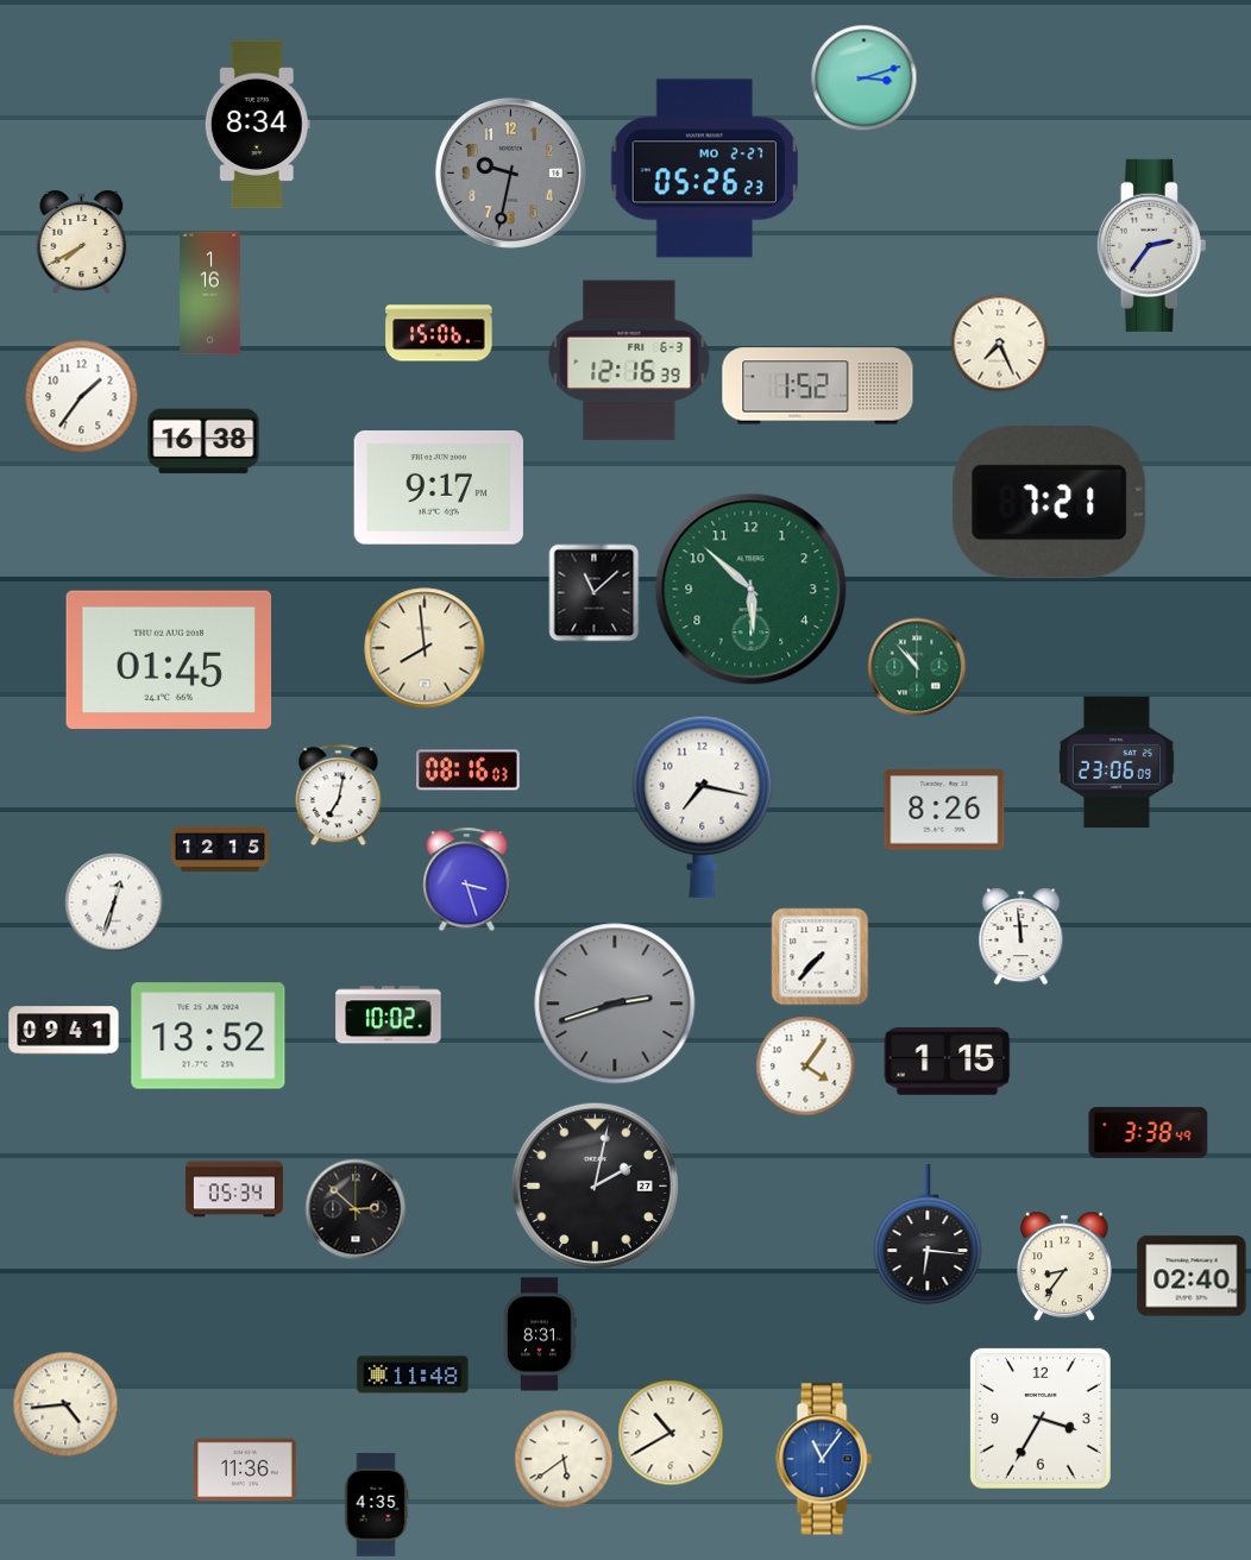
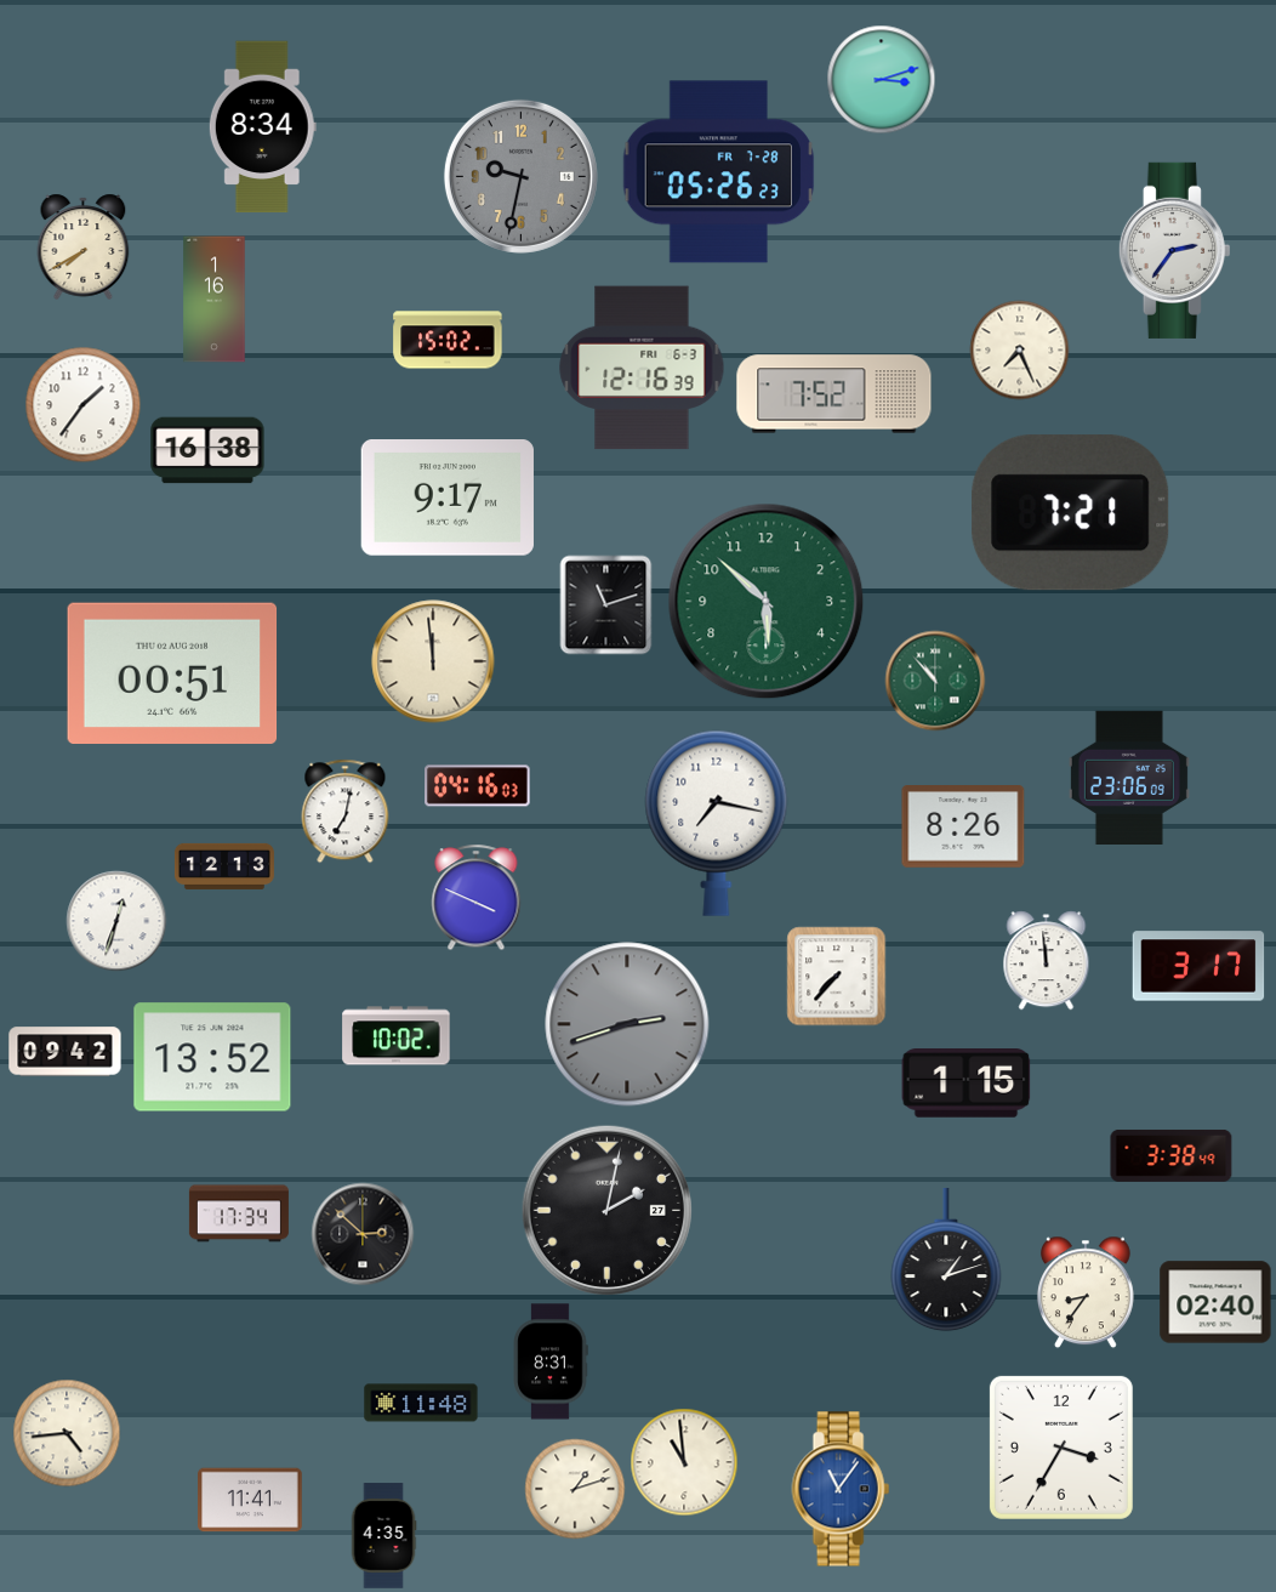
clock at (705, 169) date: MO 2-27 -> FR 7-28
clock at (439, 333): 15:06 -> 15:02
clock at (818, 386): 1:52 -> 7:52
clock at (595, 593): 11:08 -> 11:12
clock at (425, 648): 7:59 -> 11:59
clock at (169, 659): 01:45 -> 00:51
clock at (1117, 761) position: (1117, 761) -> (1129, 777)
clock at (469, 770): 08:16 -> 04:16
clock at (220, 849): 12:15 -> 12:13
clock at (467, 880): 3:27 -> 3:49
clock at (1021, 937) position: (1021, 937) -> (1047, 961)
clock at (1198, 966): none -> 3:17
clock at (64, 1031): 09:41 -> 09:42
clock at (806, 1067): 4:06 -> none
clock at (234, 1189): 05:34 -> 17:34
clock at (928, 1234): 6:16 -> 1:12
clock at (671, 1433): 10:40 -> 10:59
clock at (564, 1459): 5:39 -> 1:12
clock at (245, 1470): 11:36 -> 11:41
